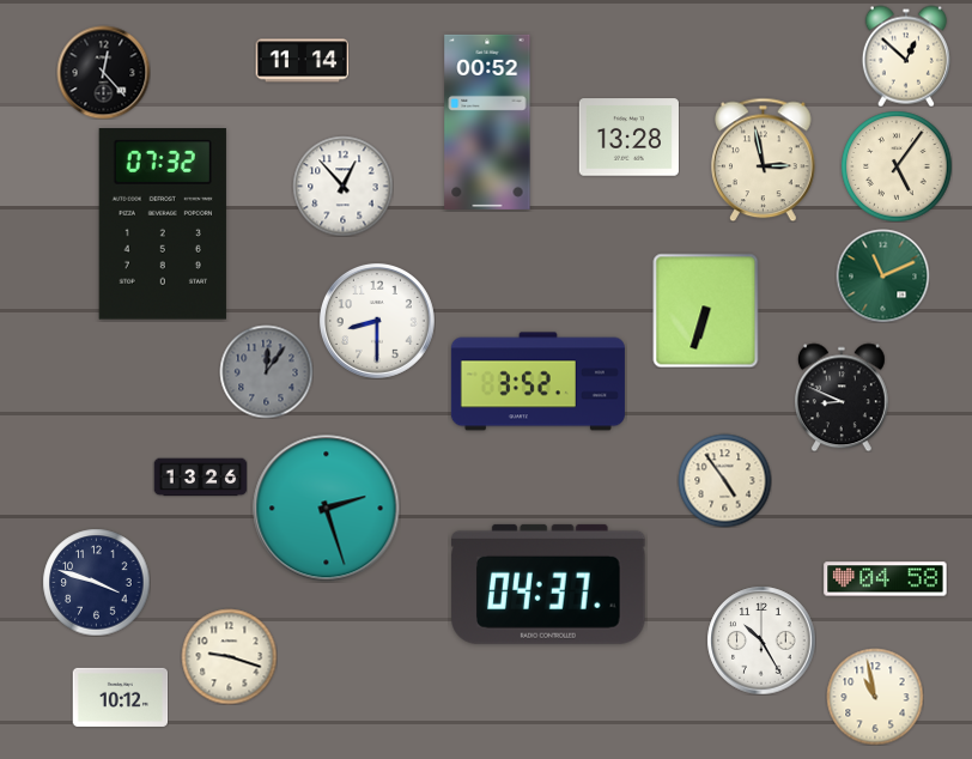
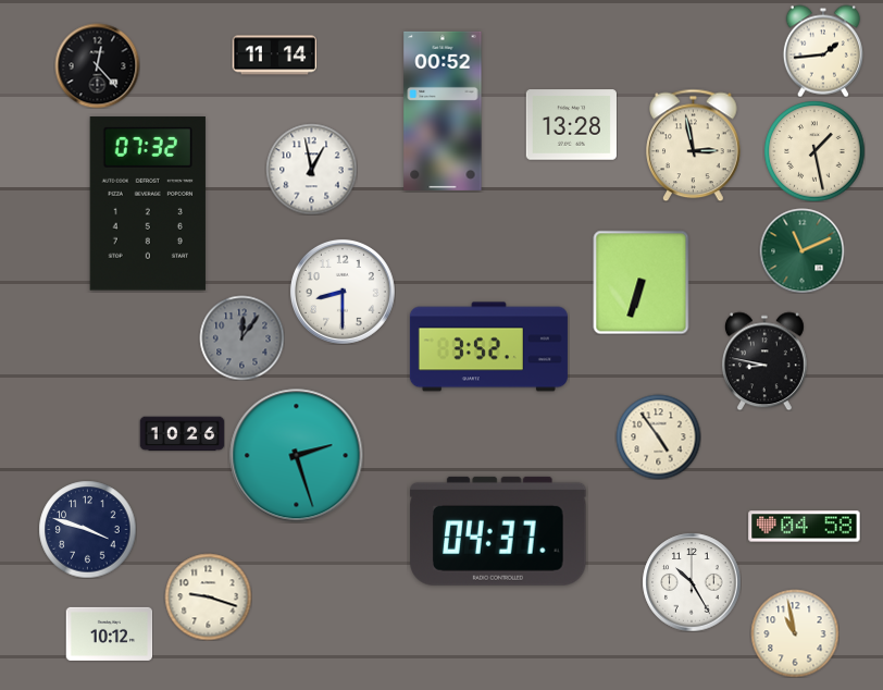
clock at (906, 56): 12:52 -> 1:44
clock at (103, 72) position: (103, 72) -> (97, 65)
clock at (897, 166): 5:06 -> 1:28
clock at (342, 186): 12:53 -> 12:58
clock at (842, 397): 8:49 -> 8:47
clock at (200, 478): 13:26 -> 10:26
clock at (327, 509) position: (327, 509) -> (297, 456)
